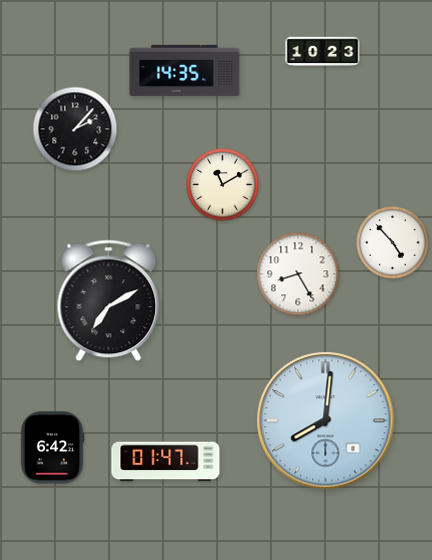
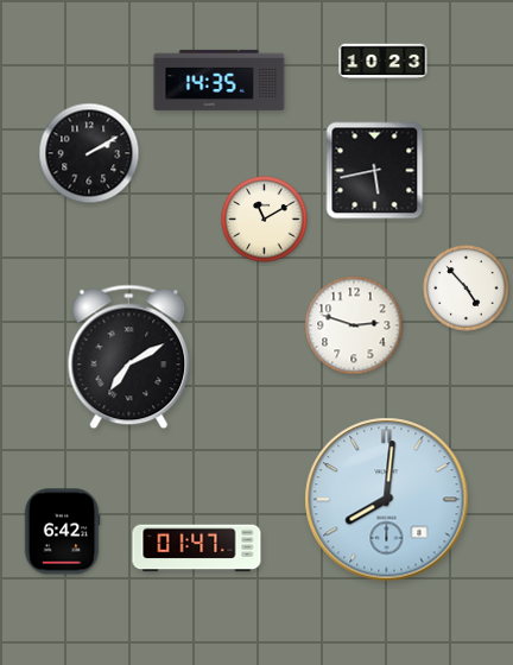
clock at (185, 70) position: (185, 70) -> (220, 80)
clock at (75, 129): 2:07 -> 2:10
clock at (375, 171): none -> 5:43
clock at (298, 274): 8:25 -> 2:48
